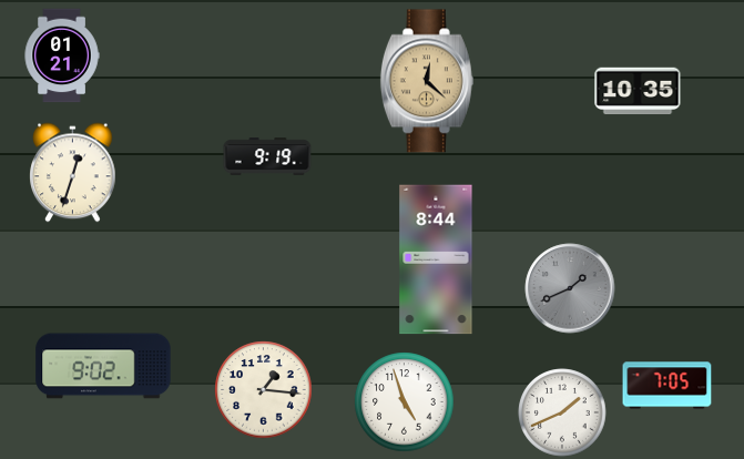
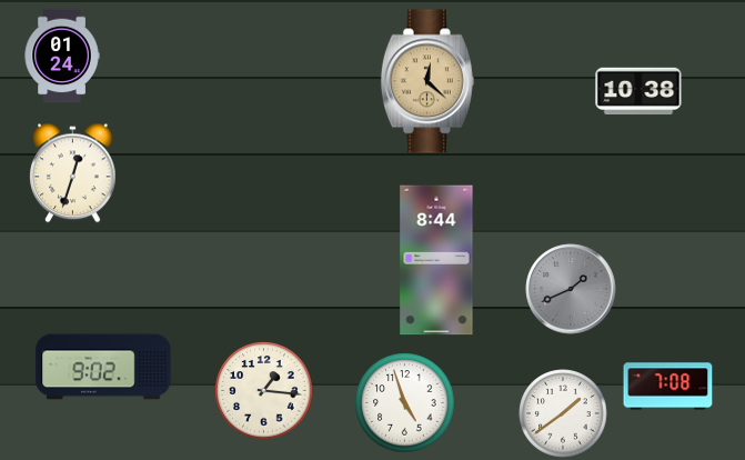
clock at (62, 55): 01:21 -> 01:24
clock at (638, 91): 10:35 -> 10:38
clock at (267, 156): 9:19 -> none
clock at (667, 386): 7:05 -> 7:08
clock at (562, 412): 1:41 -> 1:39
